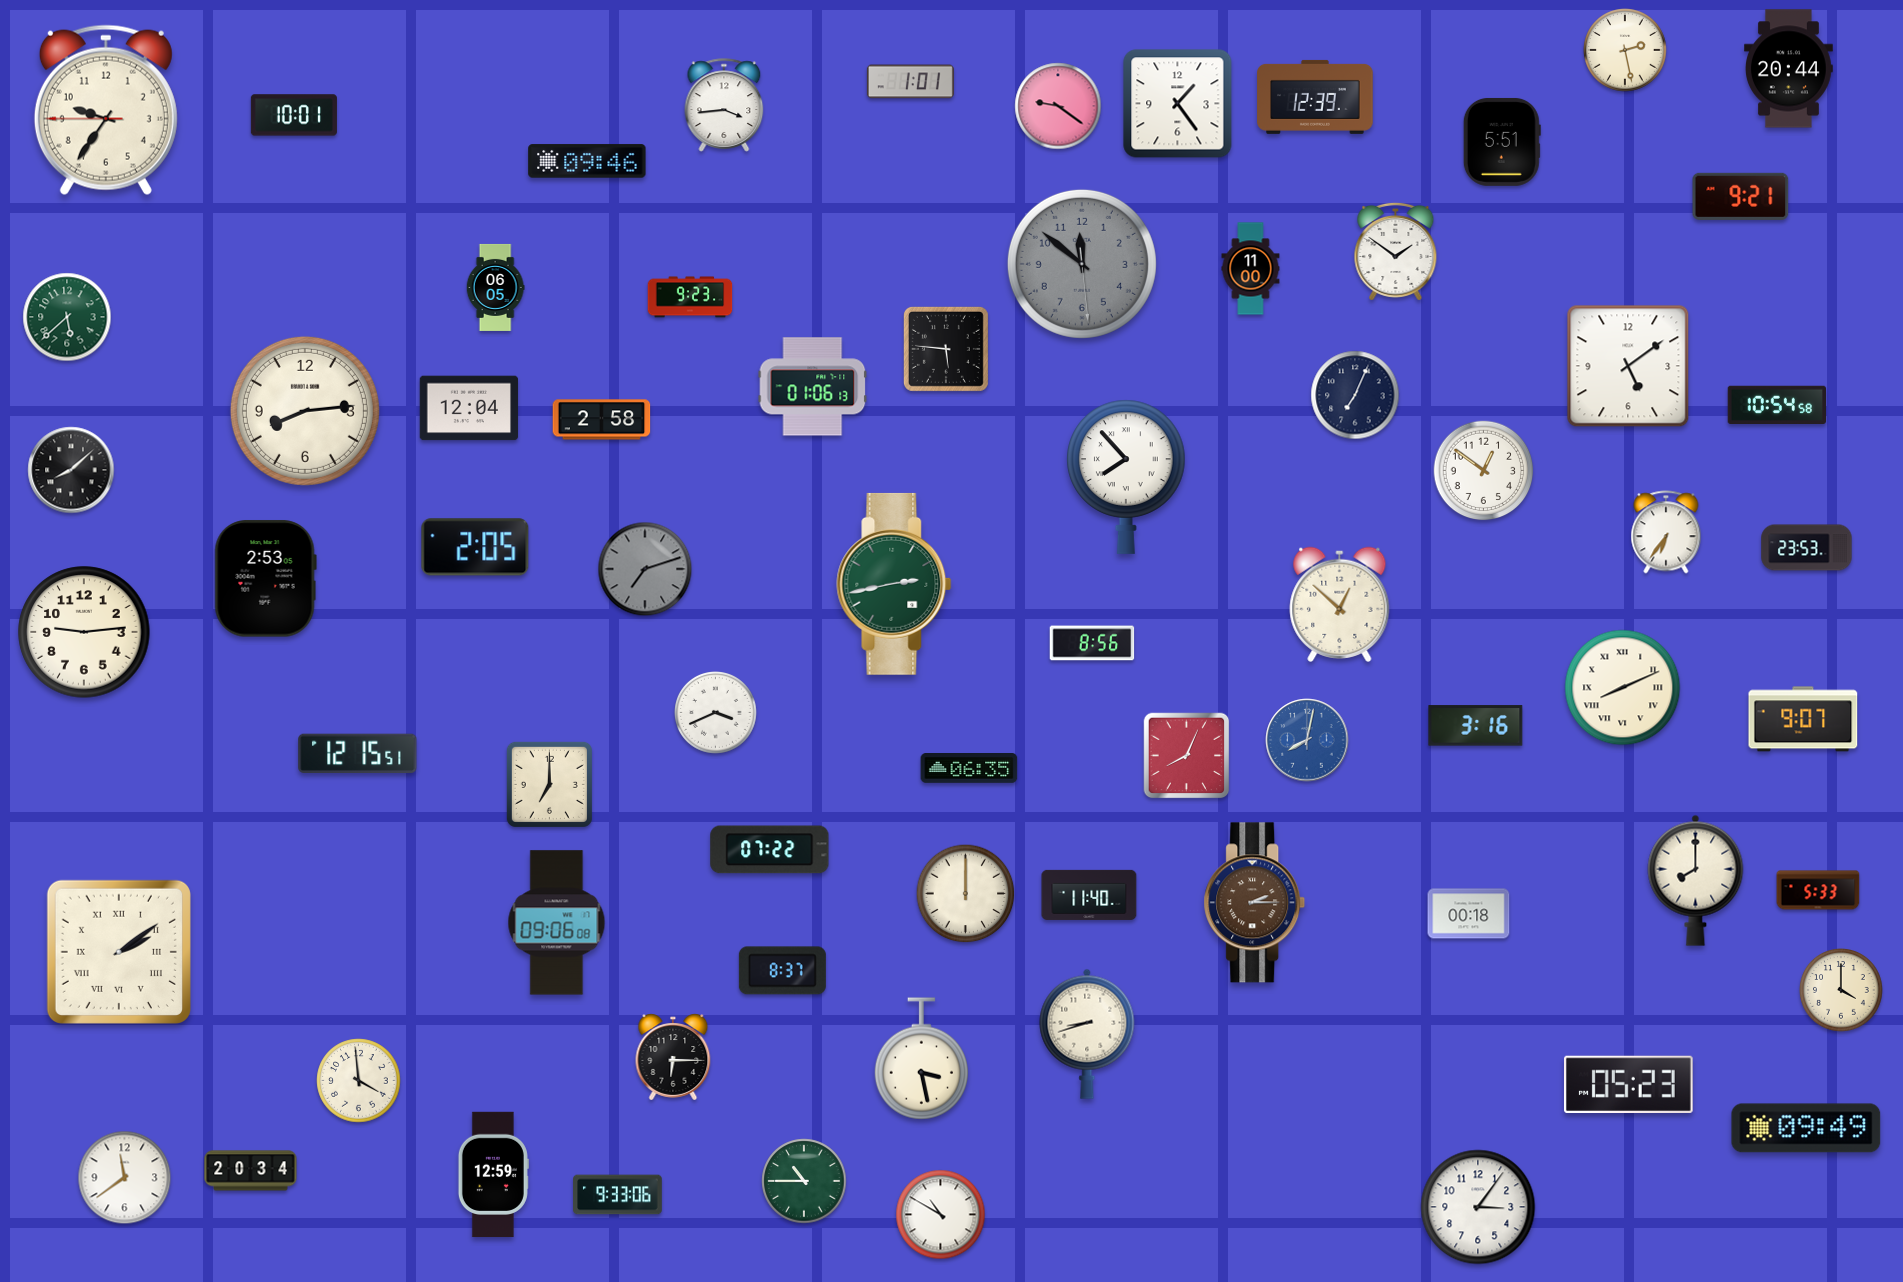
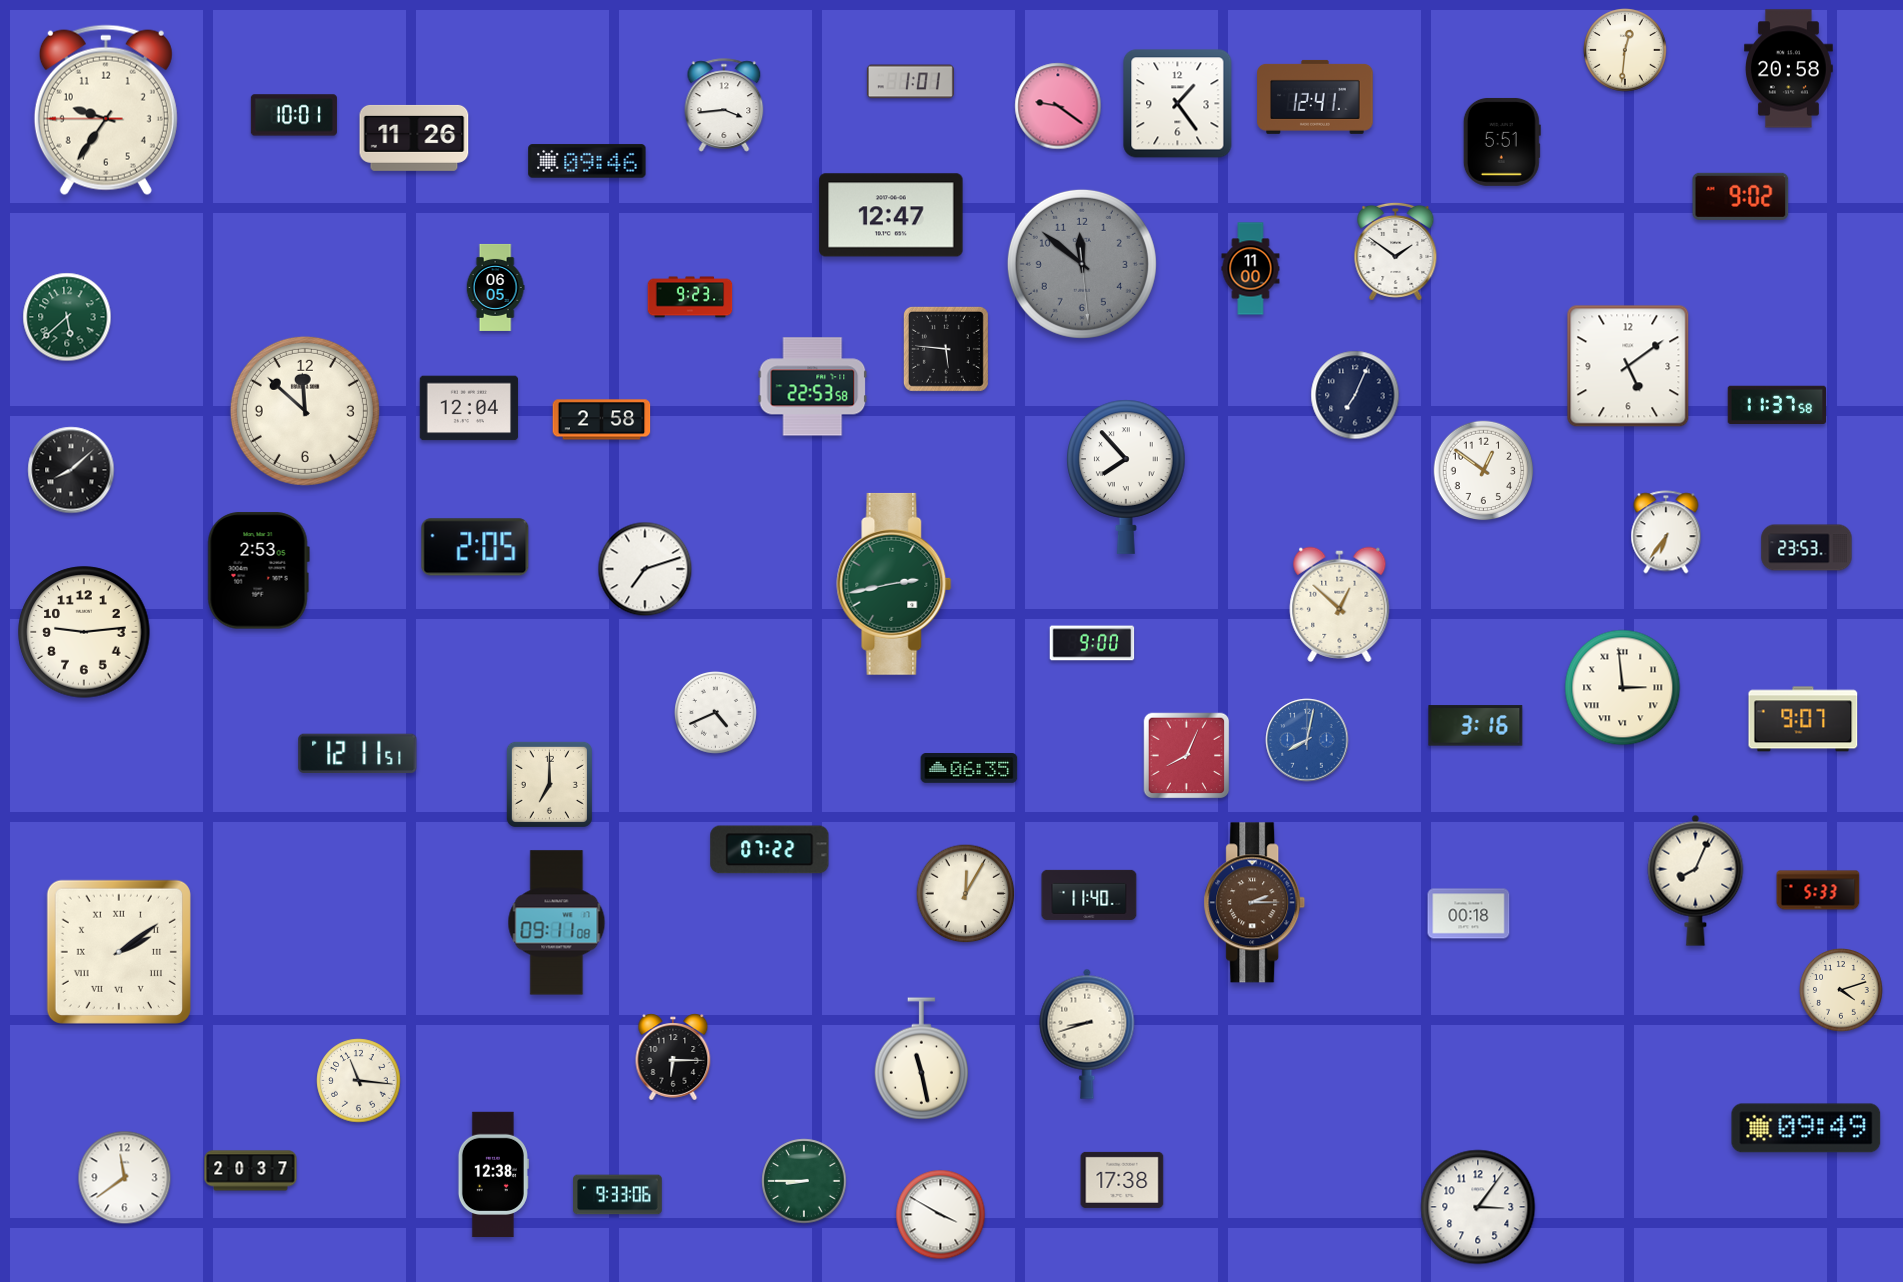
clock at (1625, 50): 2:28 -> 12:31
clock at (1789, 69): 20:44 -> 20:58
clock at (1315, 97): 12:39 -> 12:41
clock at (414, 138): none -> 11:26
clock at (1741, 196): 9:21 -> 9:02
clock at (891, 215): none -> 12:47
clock at (813, 387): 01:06 -> 22:53
clock at (1776, 404): 10:54 -> 11:37
clock at (305, 411): 8:14 -> 11:52
clock at (645, 569) dial: grey -> white
clock at (265, 579) position: (265, 579) -> (258, 571)
clock at (1092, 643): 8:56 -> 9:00
clock at (1623, 688): 8:11 -> 2:59
clock at (716, 713): 3:41 -> 4:41
clock at (358, 753): 12:15 -> 12:11
clock at (1696, 880): 8:00 -> 8:04
clock at (966, 894): 12:00 -> 12:05
clock at (557, 923): 09:06 -> 09:11
clock at (782, 971): 8:37 -> none
clock at (1841, 990): 4:00 -> 4:12
clock at (921, 1059): 3:28 -> 11:28
clock at (359, 1081): 3:59 -> 11:16
clock at (1629, 1084): 05:23 -> none
clock at (251, 1171): 20:34 -> 20:37
clock at (493, 1175): 12:59 -> 12:38
clock at (1122, 1180): none -> 17:38
clock at (804, 1181): 10:45 -> 8:45
clock at (941, 1215): 10:50 -> 3:50
